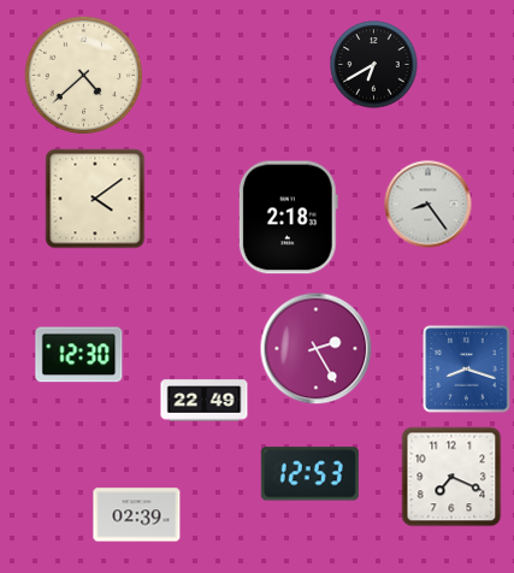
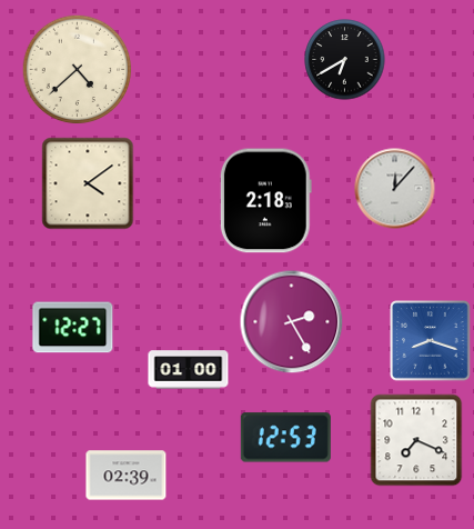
clock at (429, 205): 8:24 -> 12:07
clock at (79, 355): 12:30 -> 12:27
clock at (205, 401): 22:49 -> 01:00
